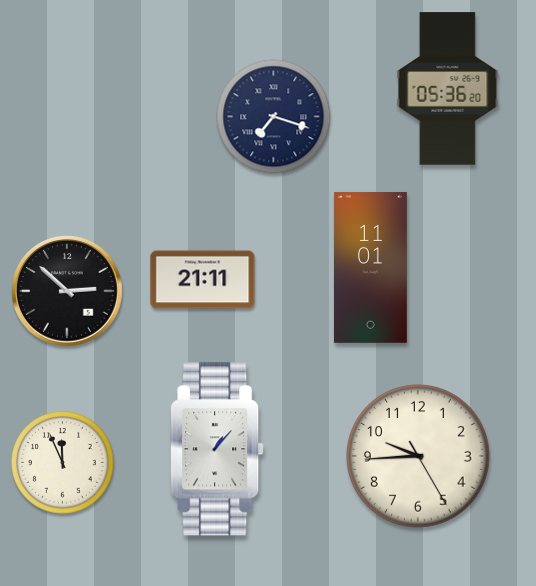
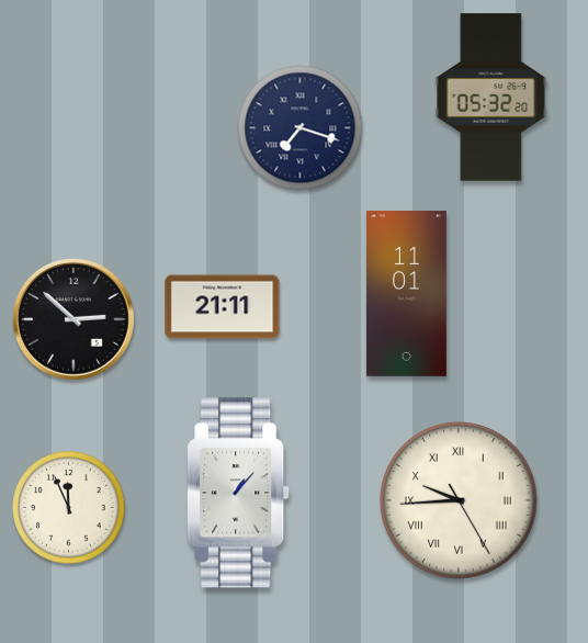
clock at (448, 89): 05:36 -> 05:32
clock at (418, 456) numerals: Arabic -> Roman
